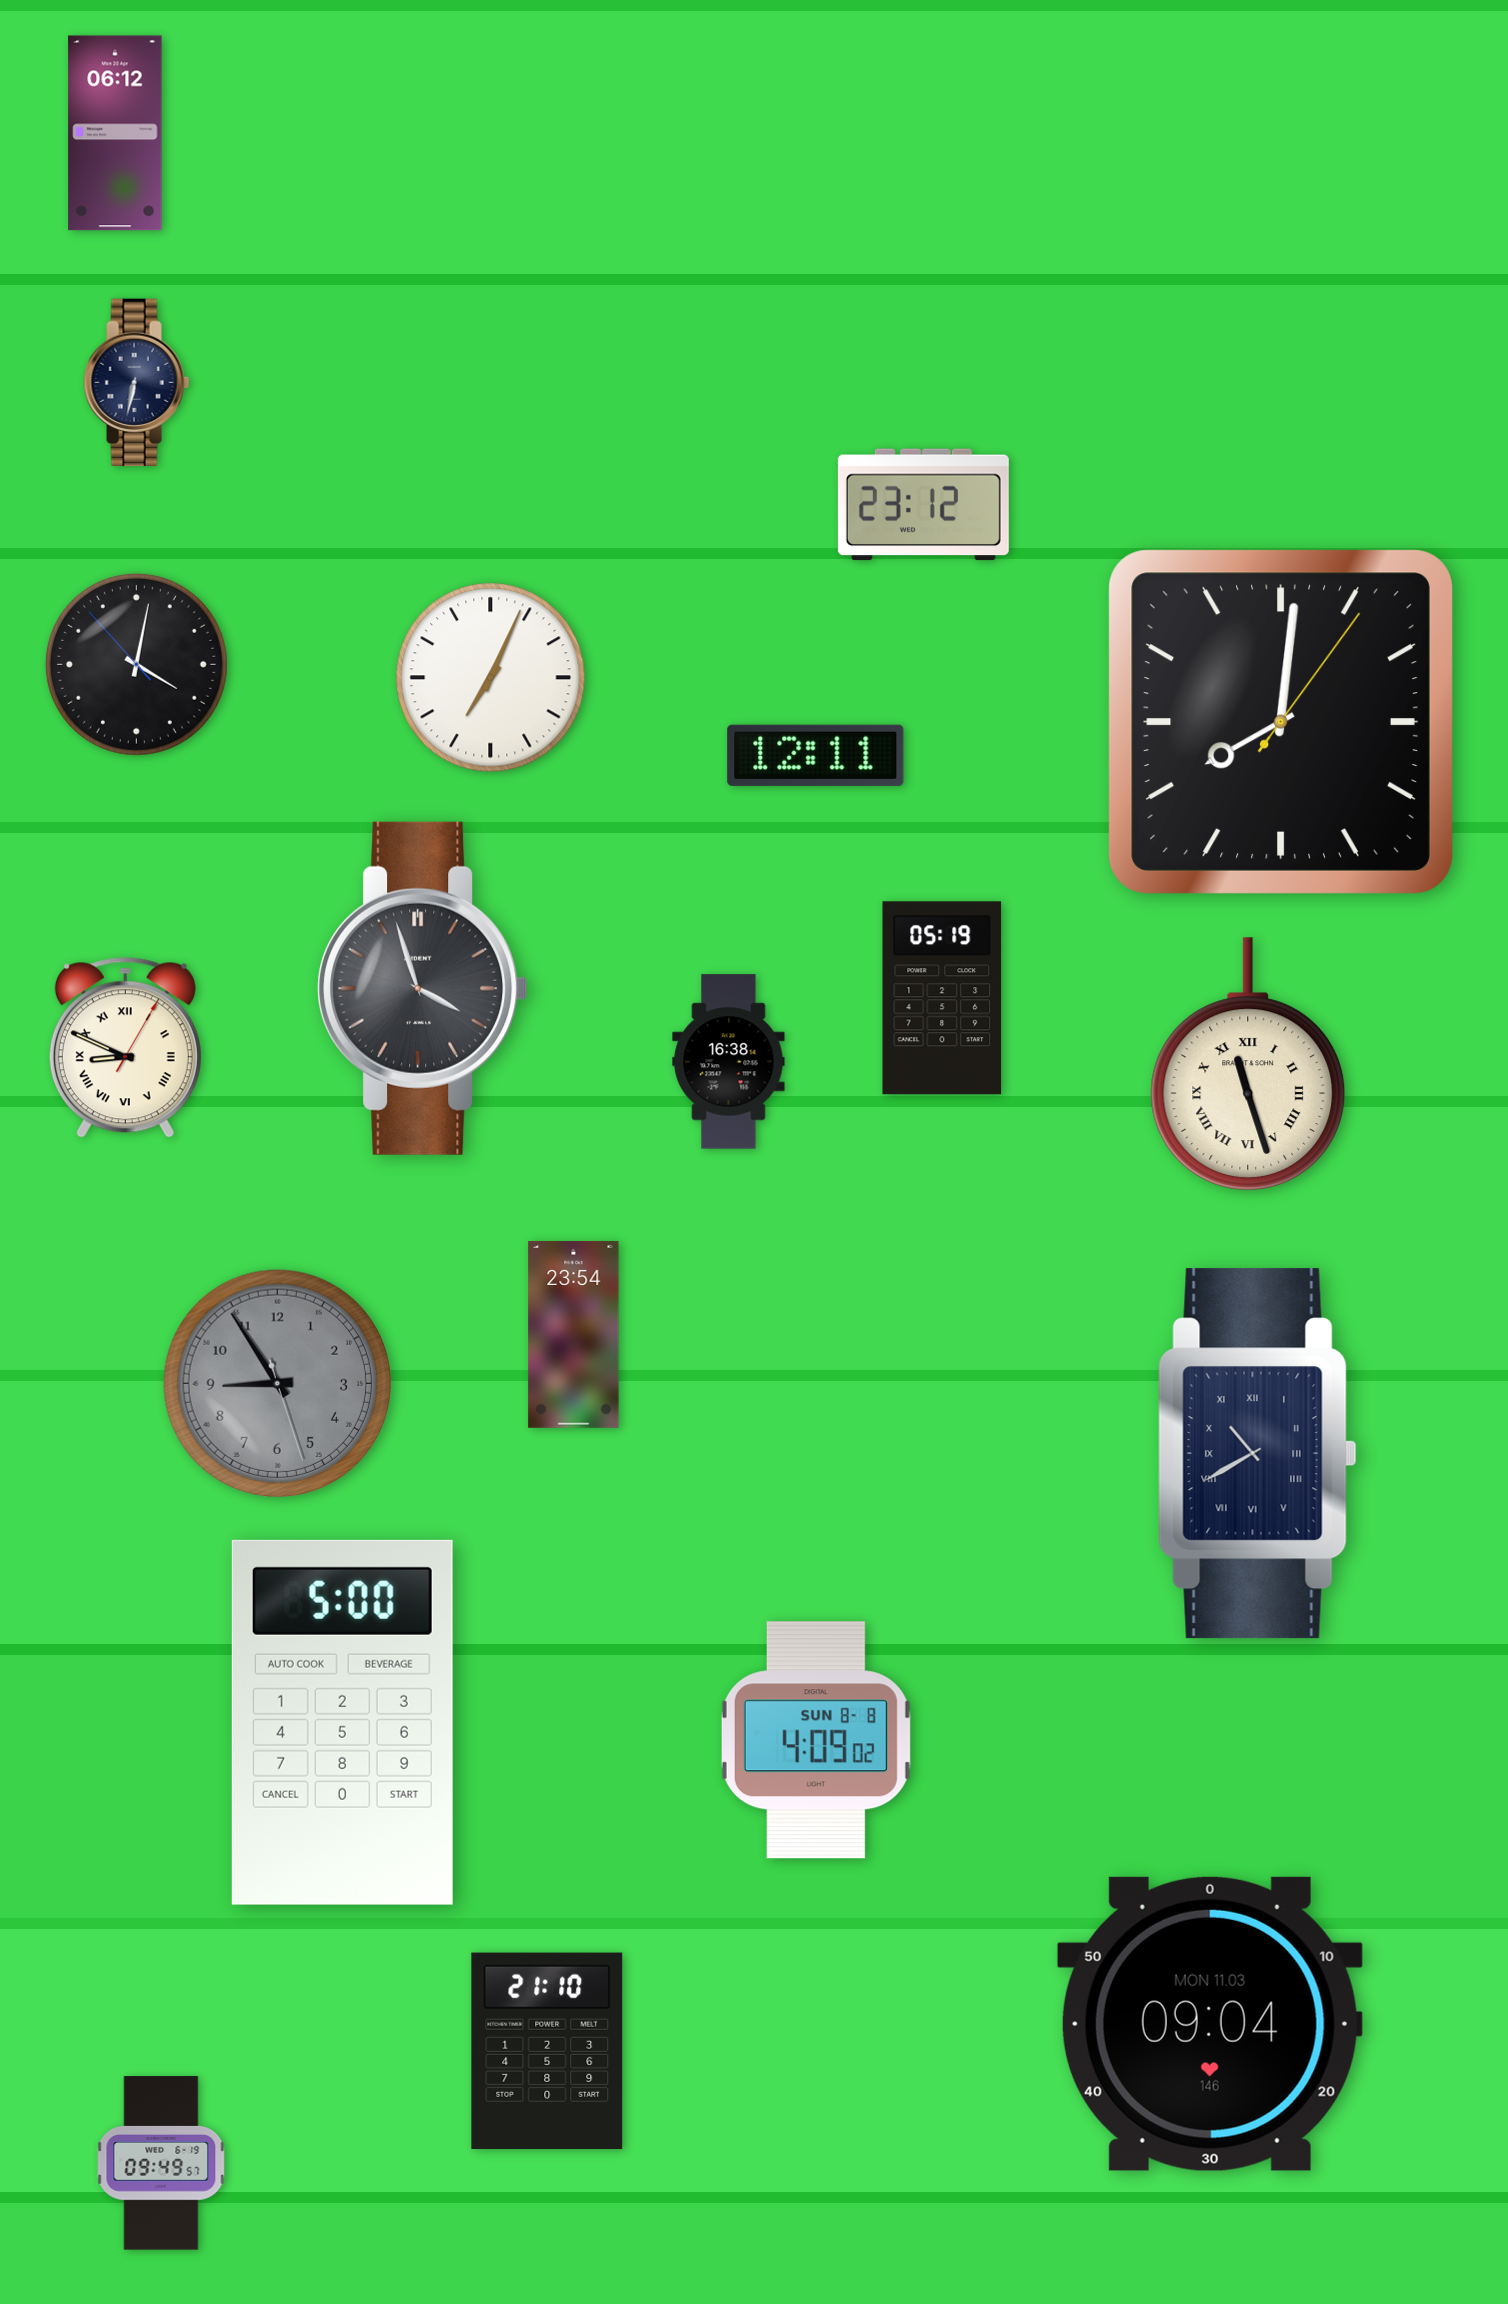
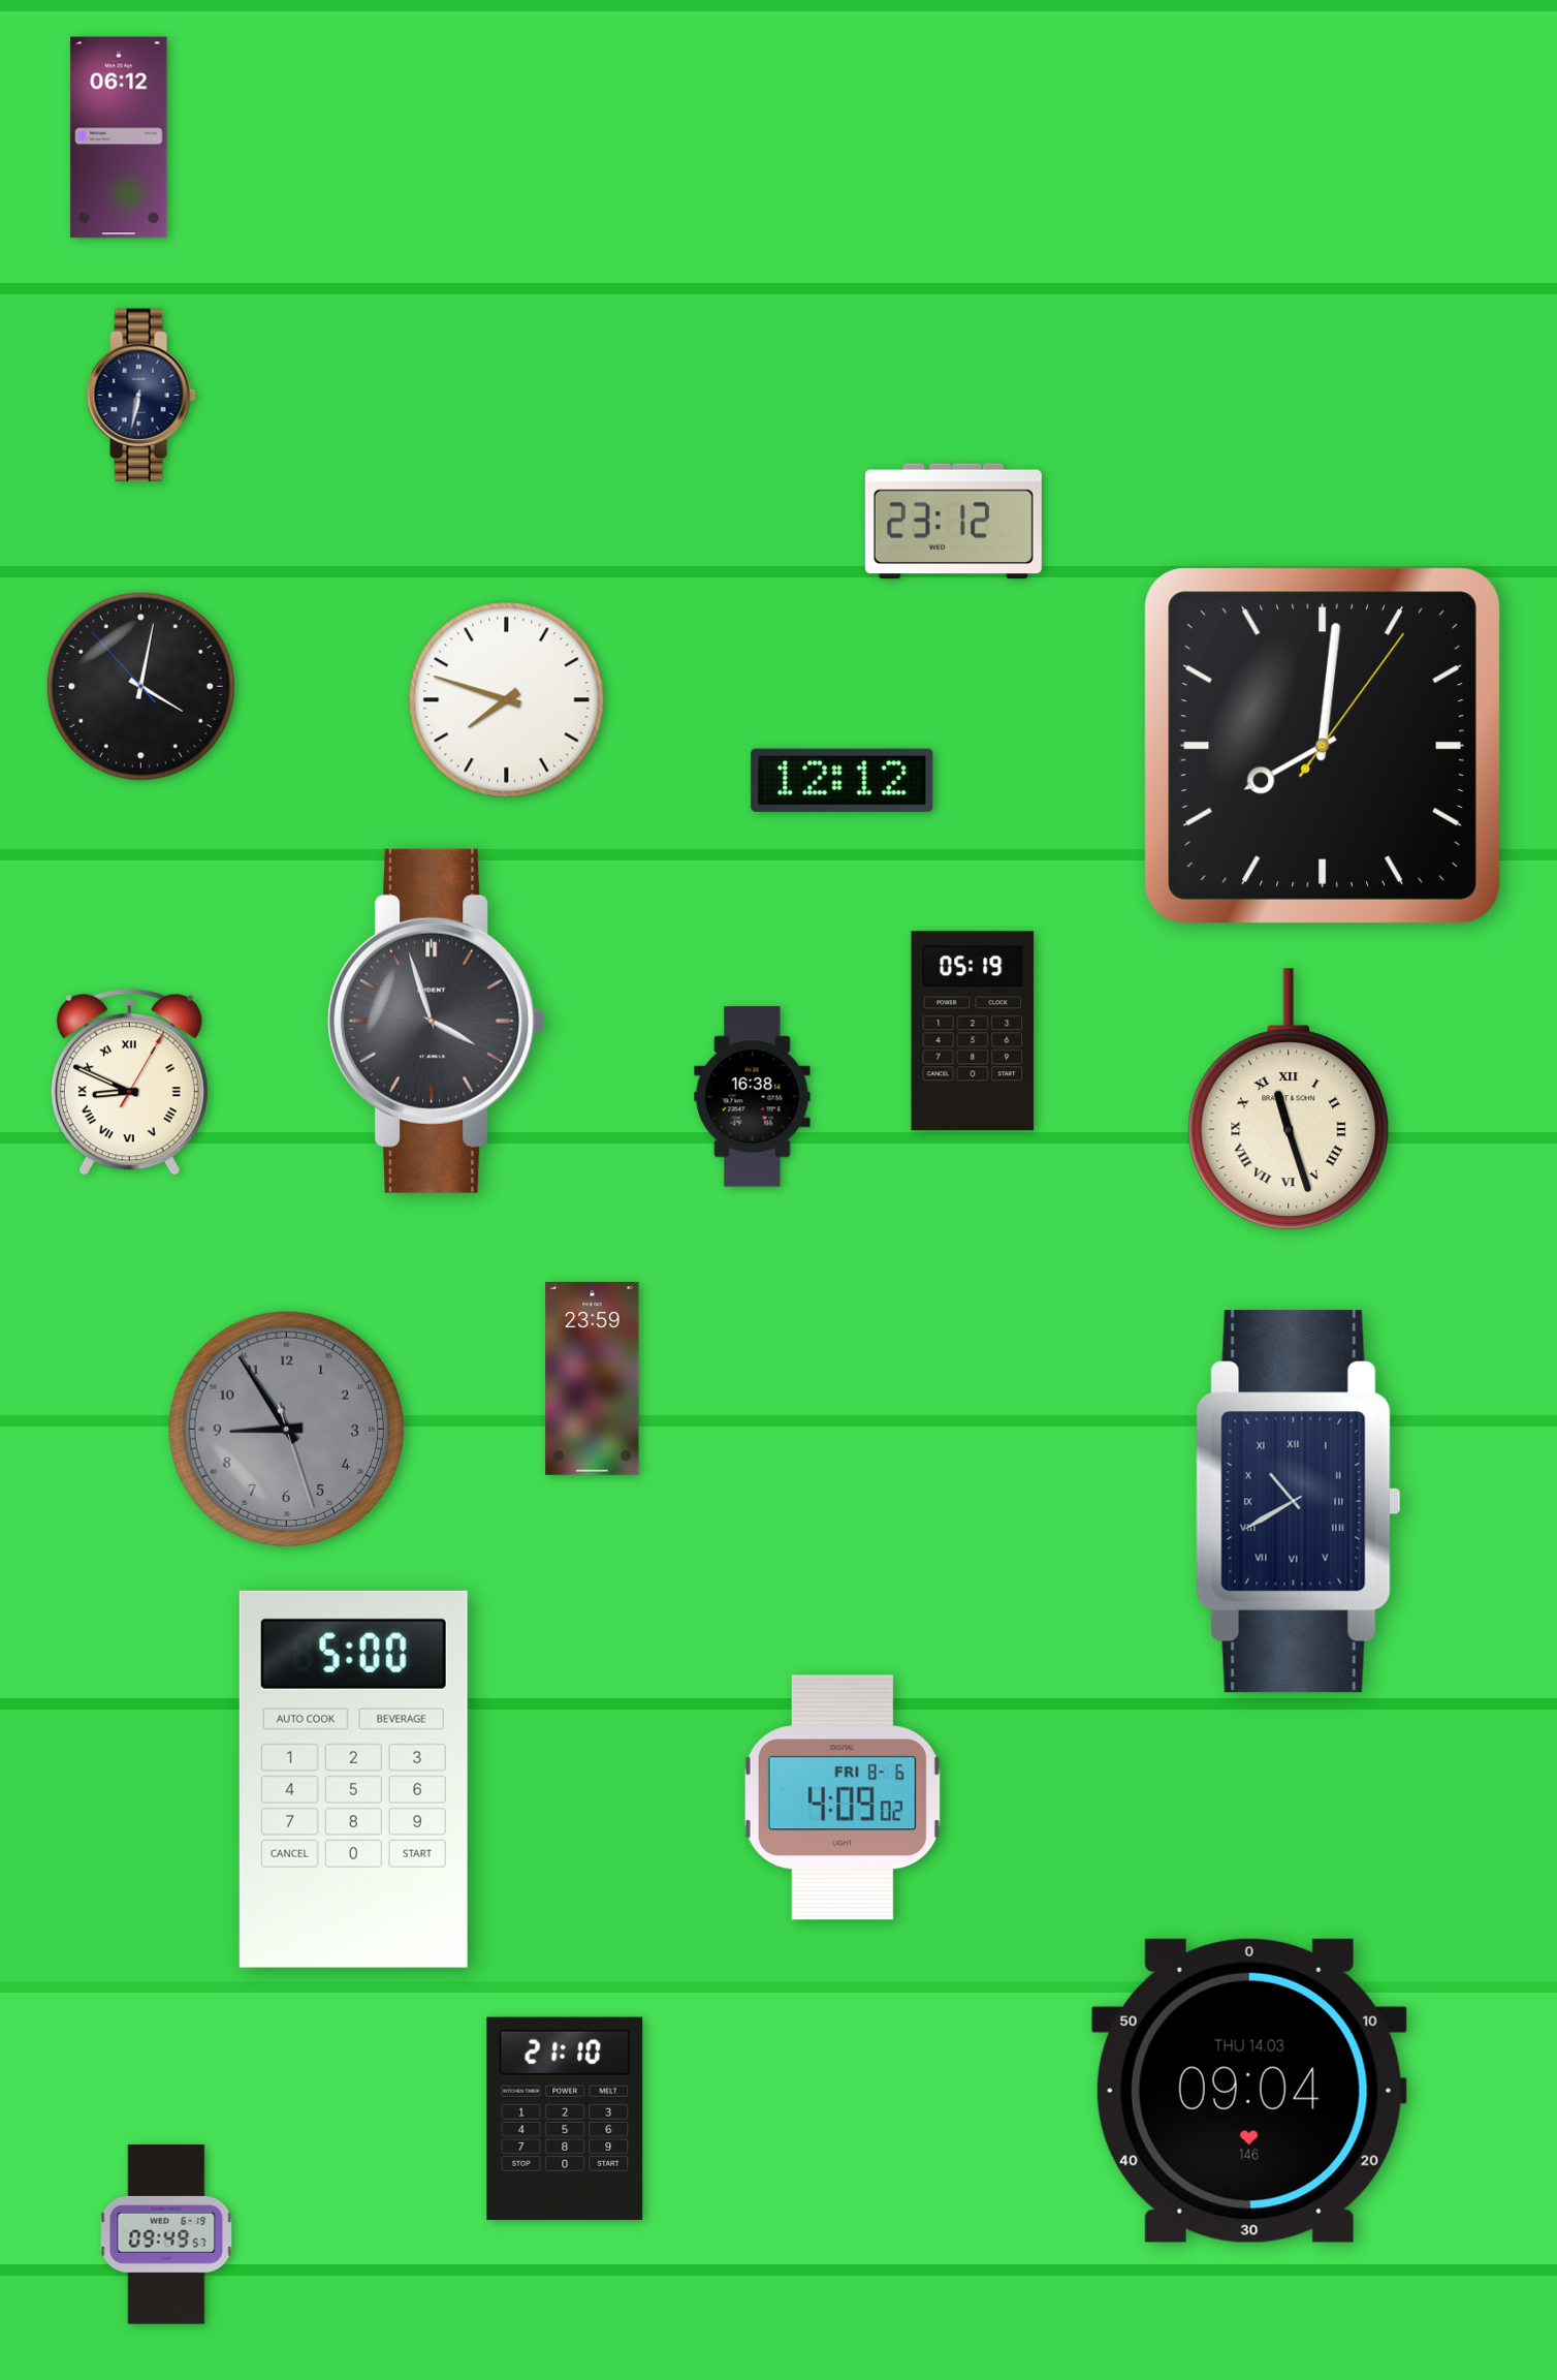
clock at (491, 678): 7:04 -> 7:48
clock at (816, 755): 12:11 -> 12:12
clock at (574, 1334): 23:54 -> 23:59
clock at (816, 1740) date: SUN 8-8 -> FRI 8-6
clock at (1210, 2024) date: MON 11.03 -> THU 14.03
